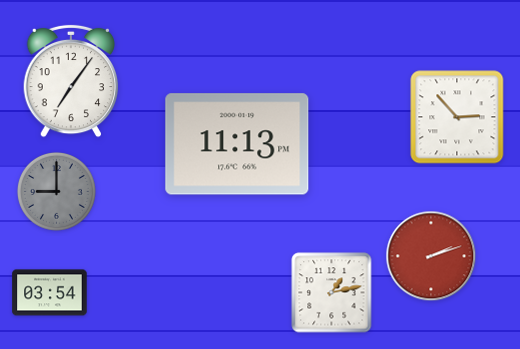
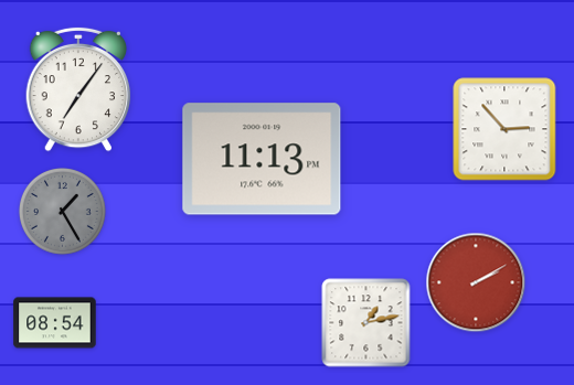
clock at (56, 191): 9:00 -> 1:25
clock at (431, 256): 2:12 -> 2:10
clock at (50, 293): 03:54 -> 08:54
